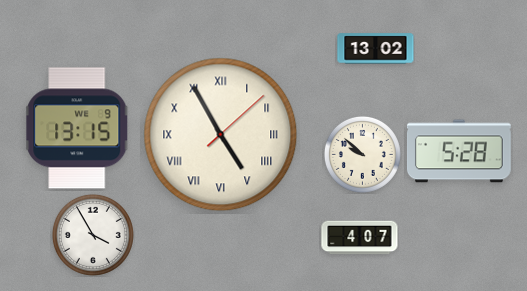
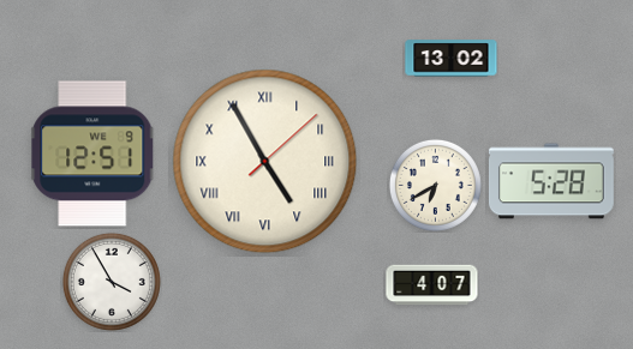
clock at (77, 128): 13:15 -> 12:51
clock at (362, 154): 9:52 -> 6:40
